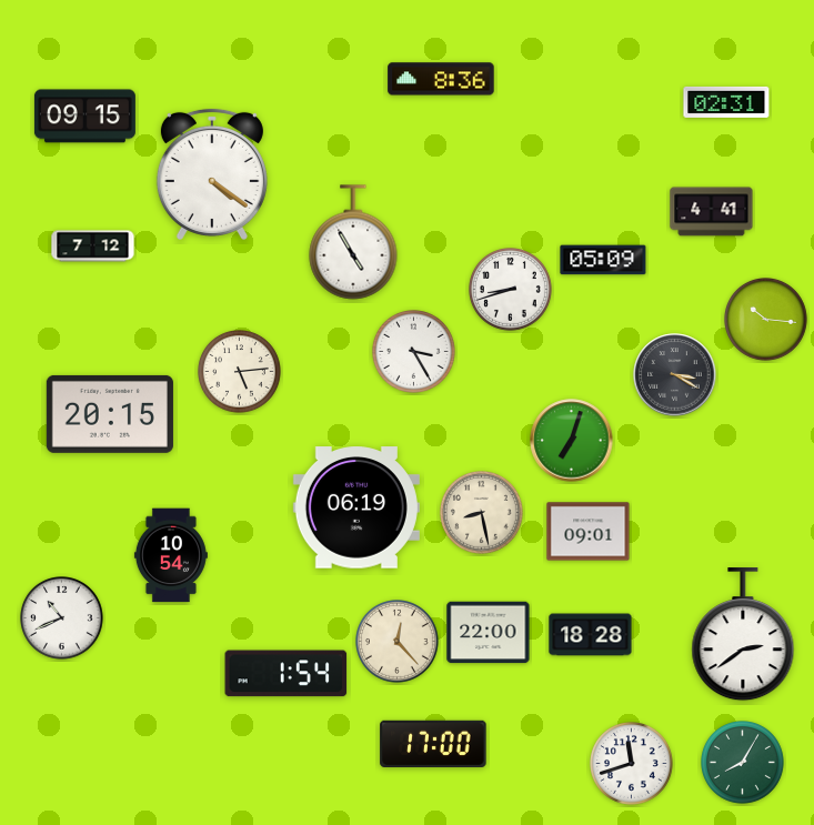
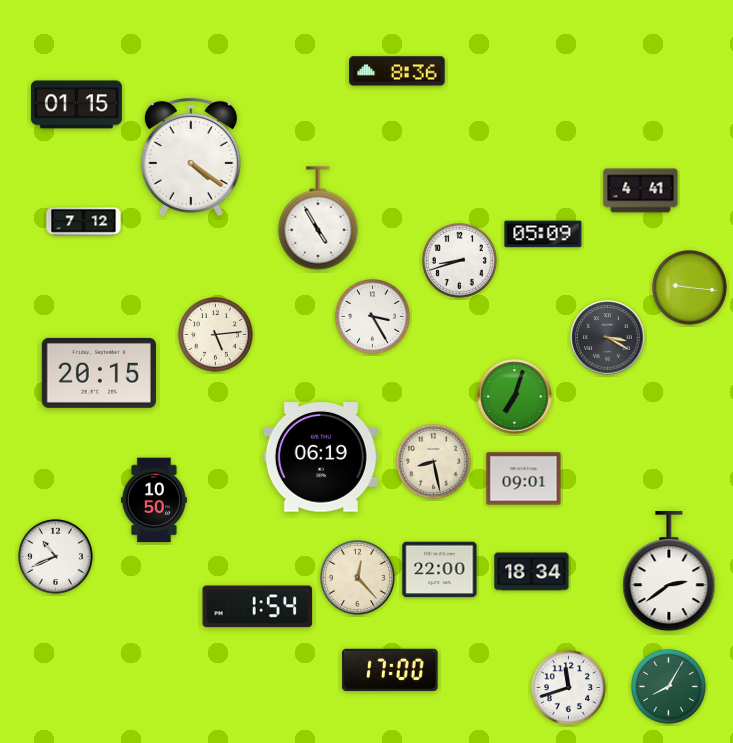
clock at (726, 102): 02:31 -> none
clock at (84, 117): 09:15 -> 01:15
clock at (766, 320): 10:16 -> 9:16
clock at (589, 532) position: (589, 532) -> (524, 479)
clock at (171, 555): 10:54 -> 10:50
clock at (591, 635): 18:28 -> 18:34
